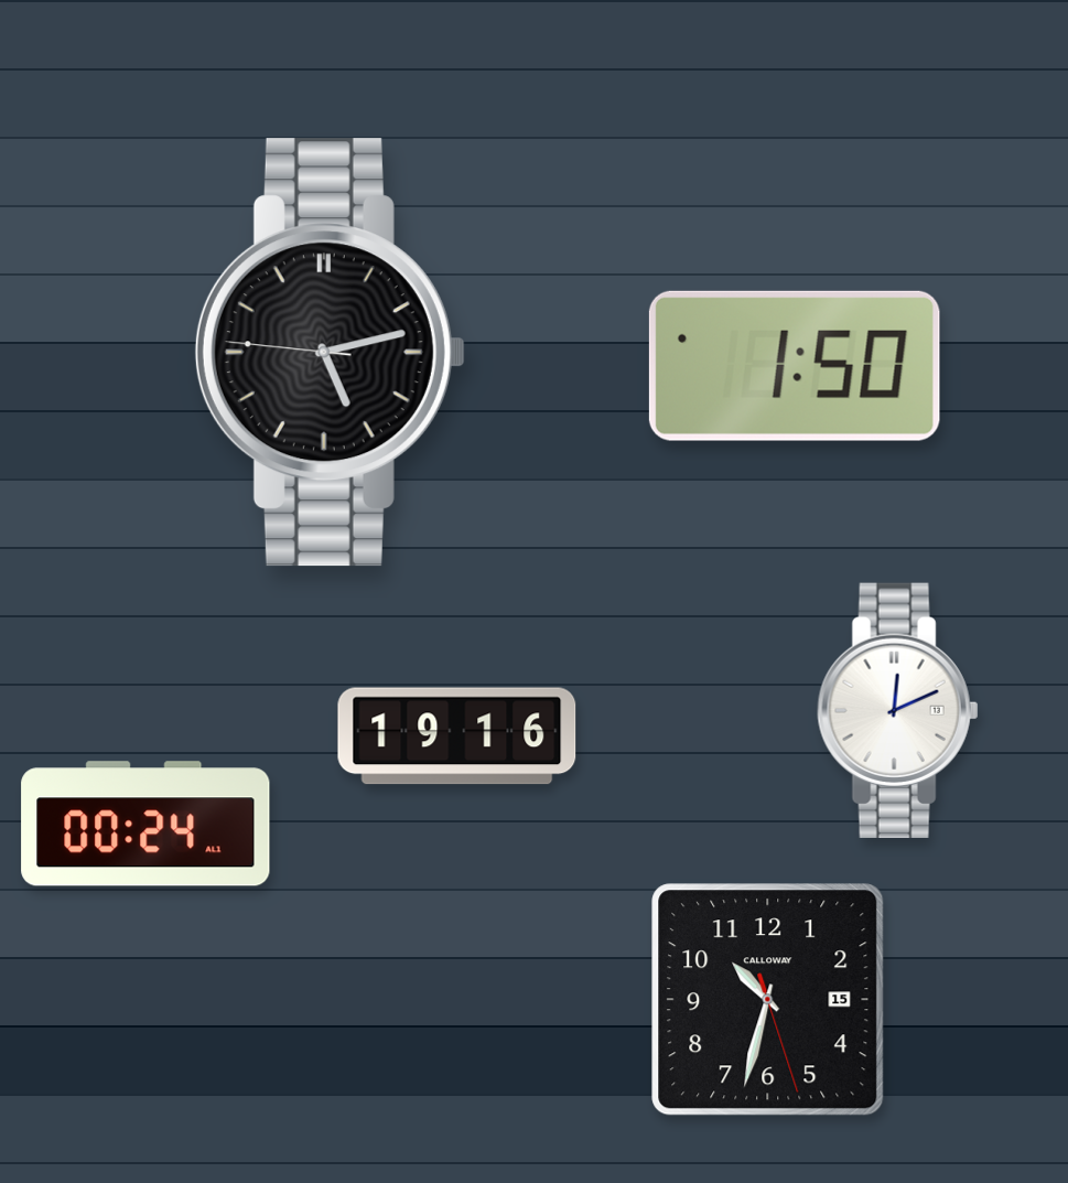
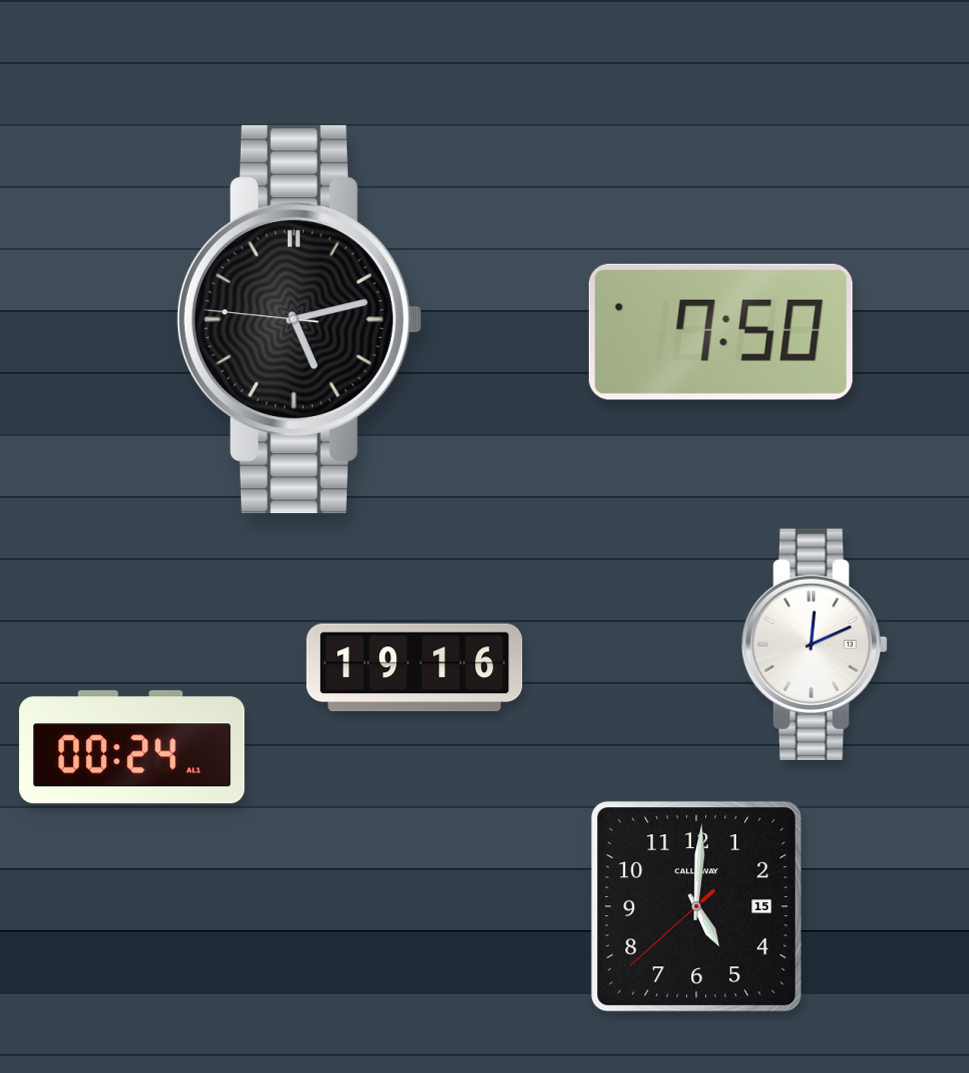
clock at (795, 366): 1:50 -> 7:50
clock at (768, 1000): 10:32 -> 5:00
